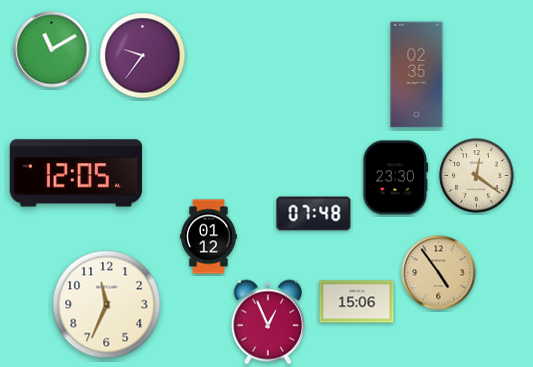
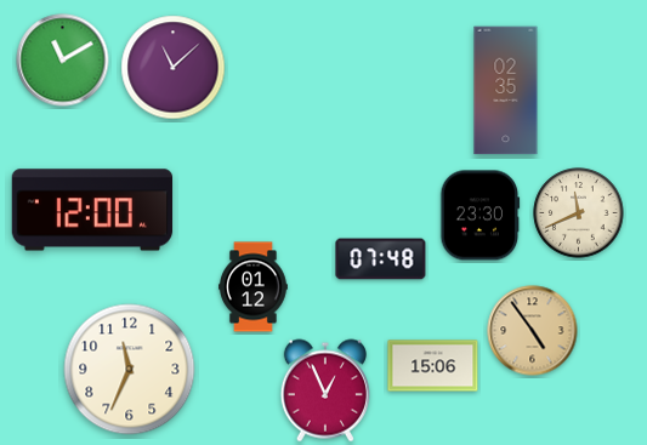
clock at (143, 56): 9:36 -> 11:08
clock at (76, 173): 12:05 -> 12:00
clock at (477, 176): 12:21 -> 11:41
